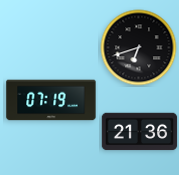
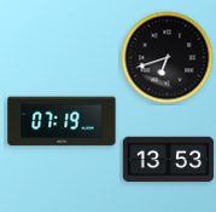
clock at (140, 132): 21:36 -> 13:53
